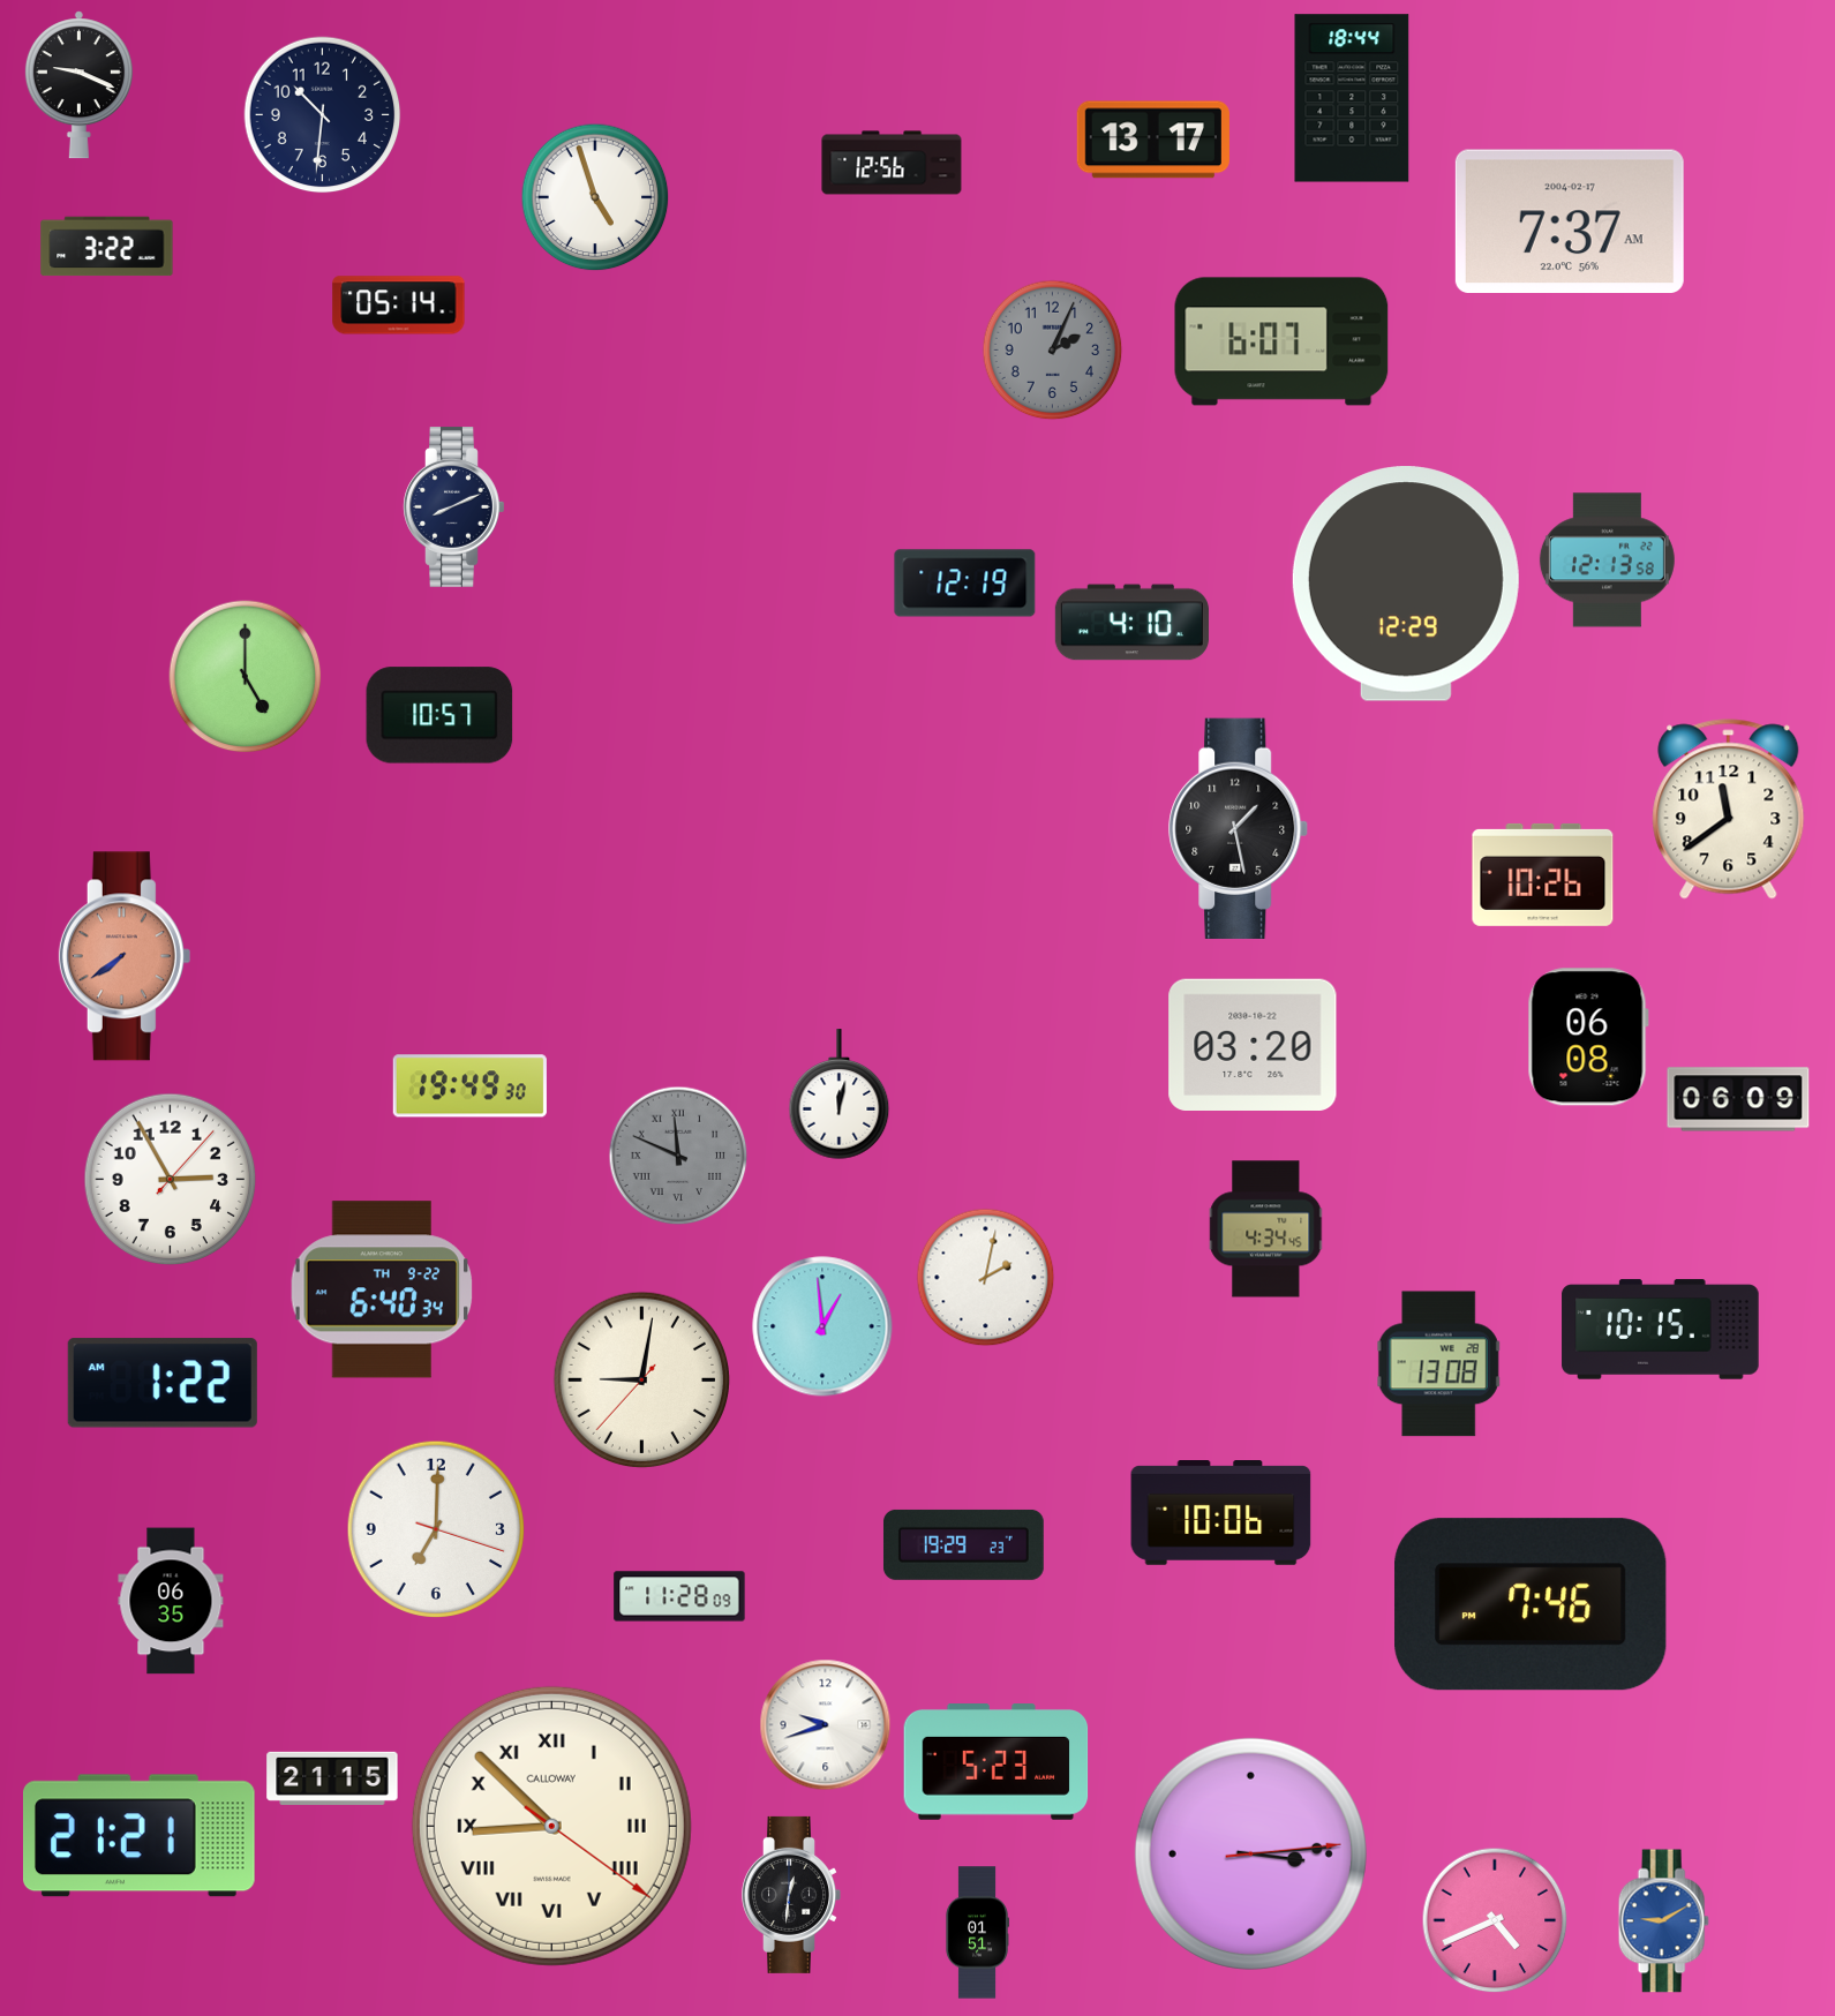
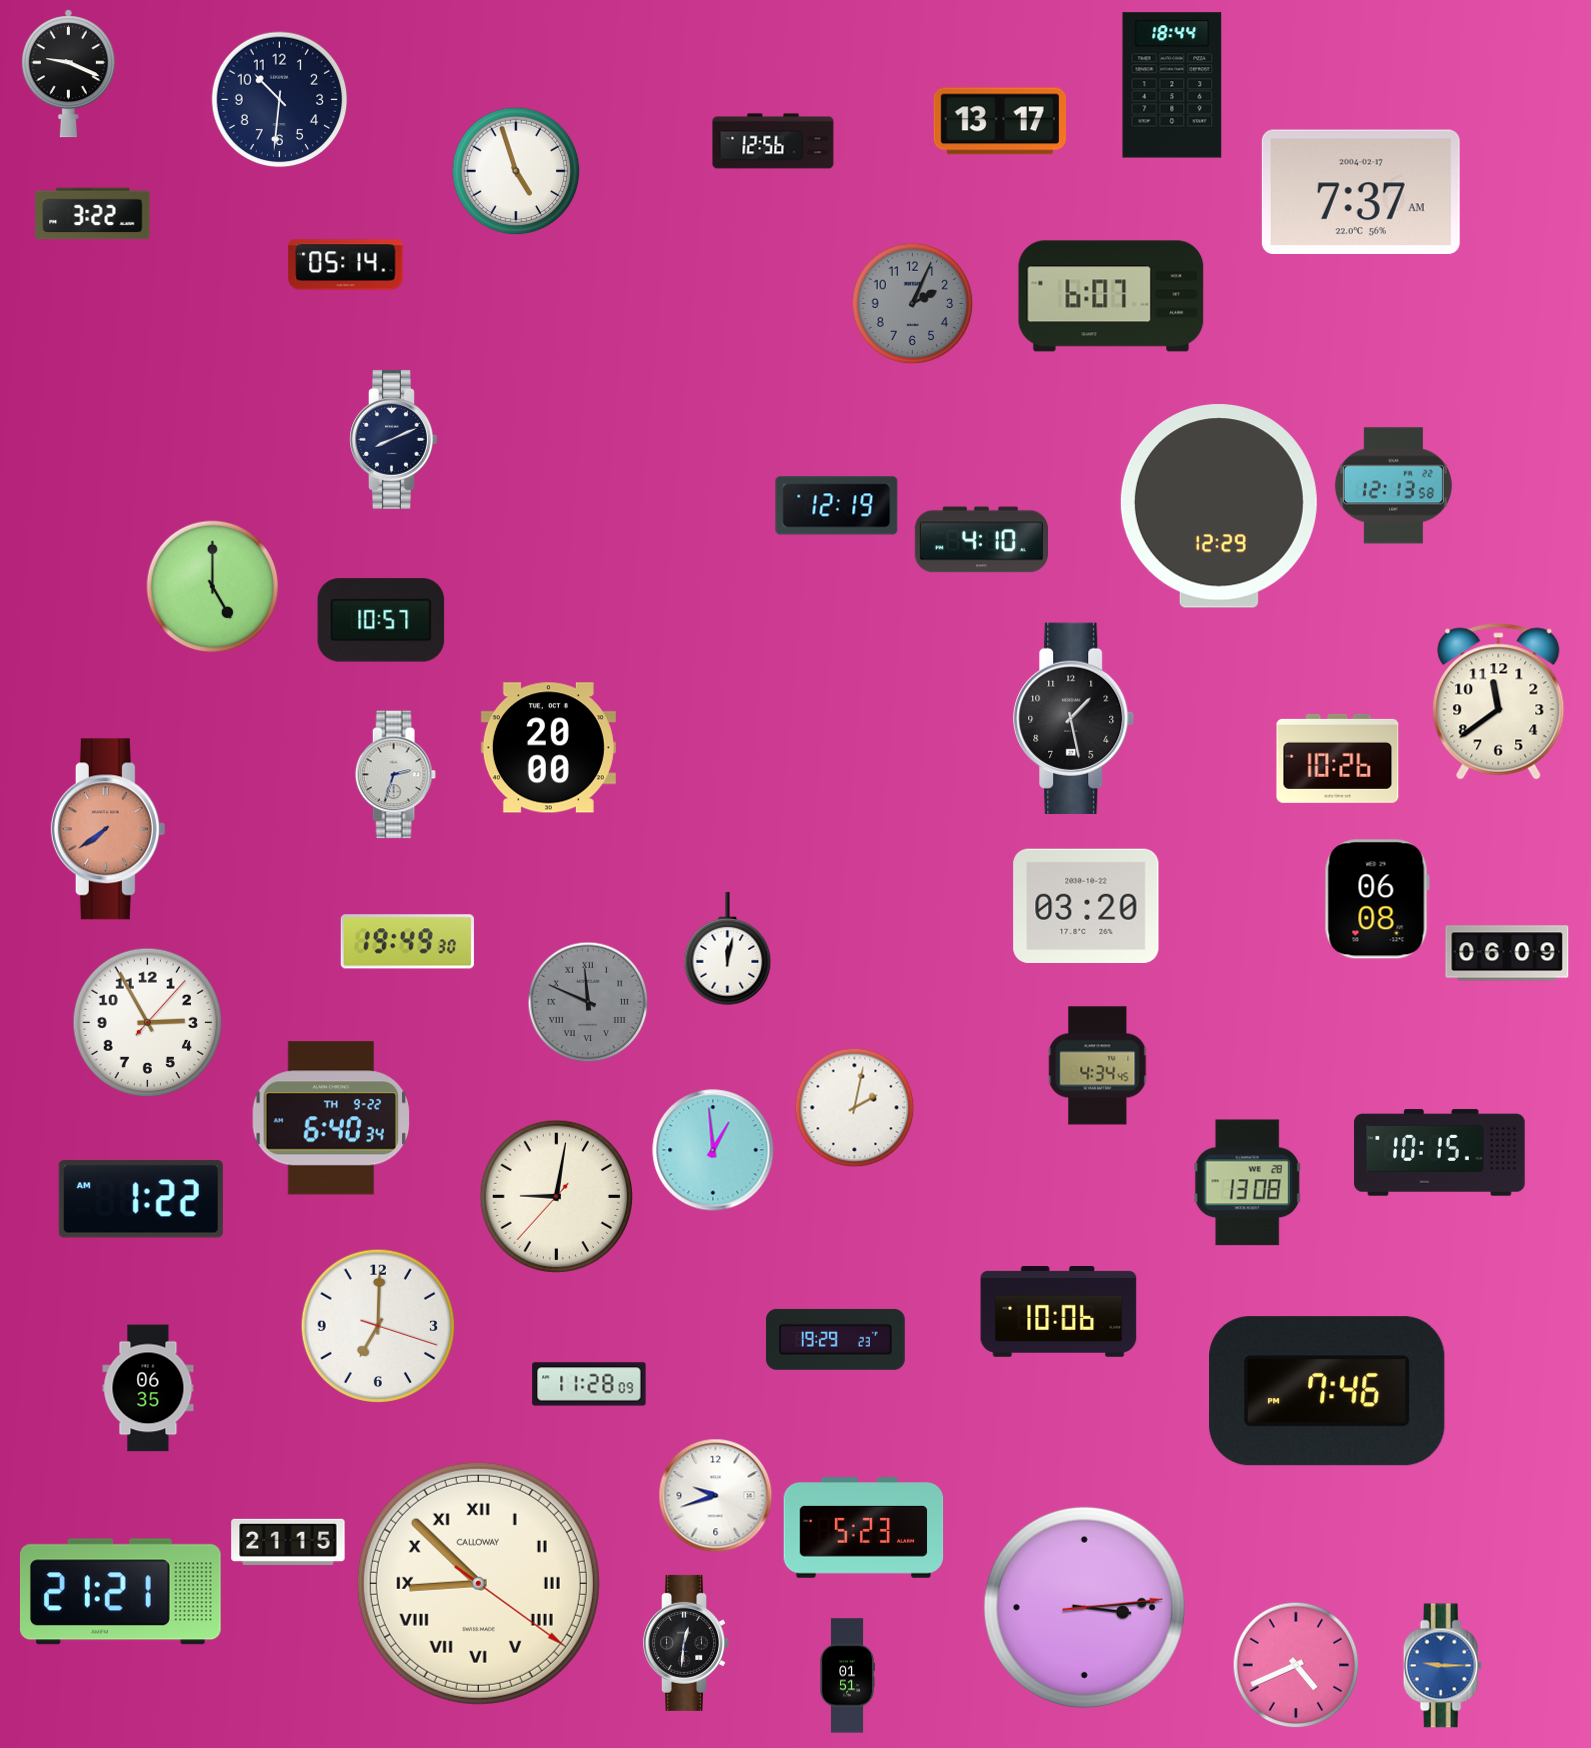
clock at (548, 748): none -> 20:00
clock at (395, 775): none -> 2:33
clock at (1663, 1921): 9:10 -> 9:15
